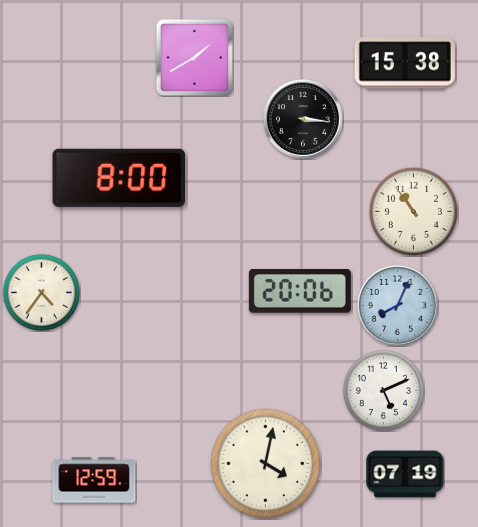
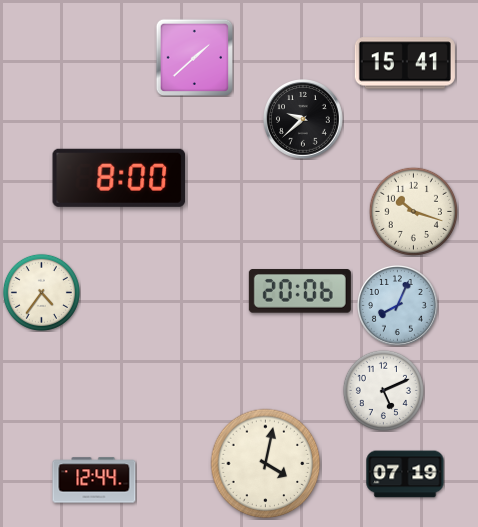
clock at (194, 57): 1:40 -> 1:38
clock at (405, 63): 15:38 -> 15:41
clock at (304, 120): 3:16 -> 9:38
clock at (413, 211): 10:54 -> 10:18
clock at (94, 480): 12:59 -> 12:44
